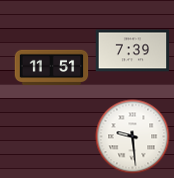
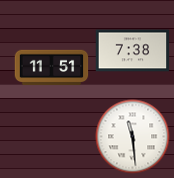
clock at (133, 51): 7:39 -> 7:38
clock at (133, 137): 9:29 -> 11:29
